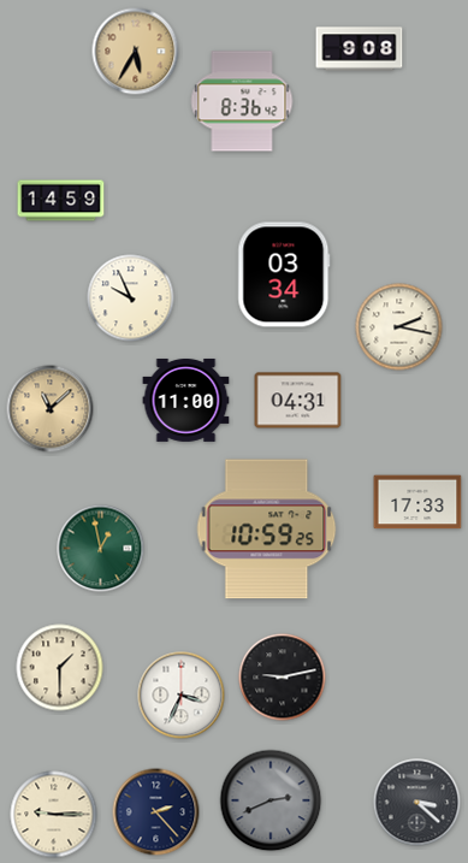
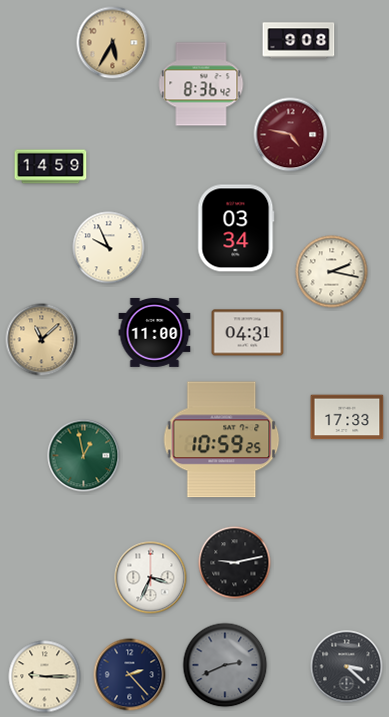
clock at (291, 135): none -> 4:47
clock at (60, 668): 1:30 -> none
